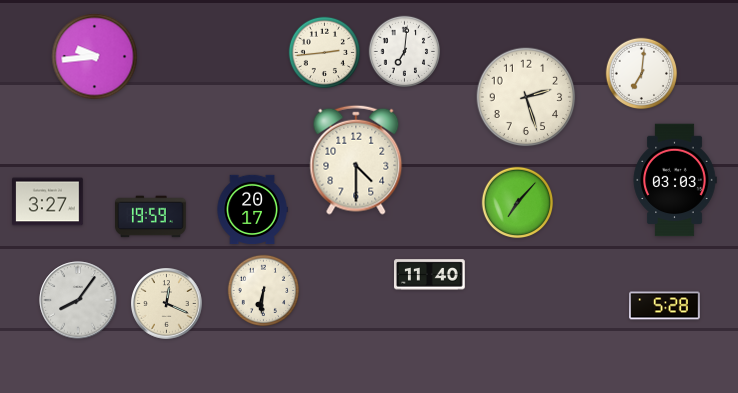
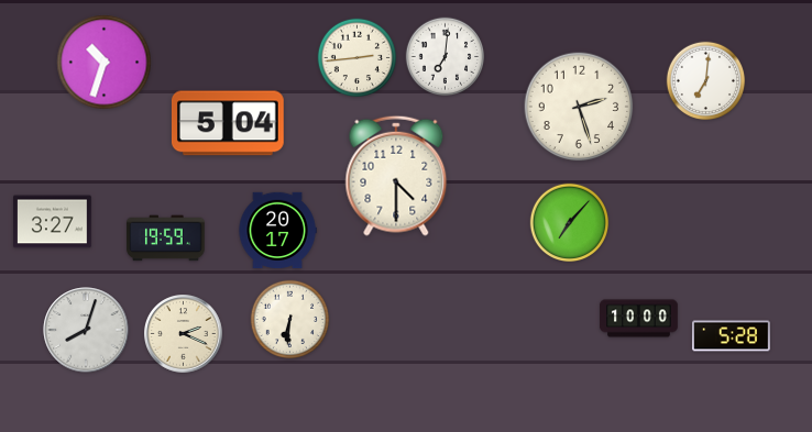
clock at (95, 57): 9:44 -> 10:33
clock at (228, 123): none -> 5:04
clock at (356, 160) position: (356, 160) -> (396, 176)
clock at (675, 180): 03:03 -> none
clock at (430, 275): 11:40 -> none
clock at (639, 319): none -> 10:00
clock at (78, 300): 8:06 -> 8:03
clock at (167, 304): 12:19 -> 2:19
